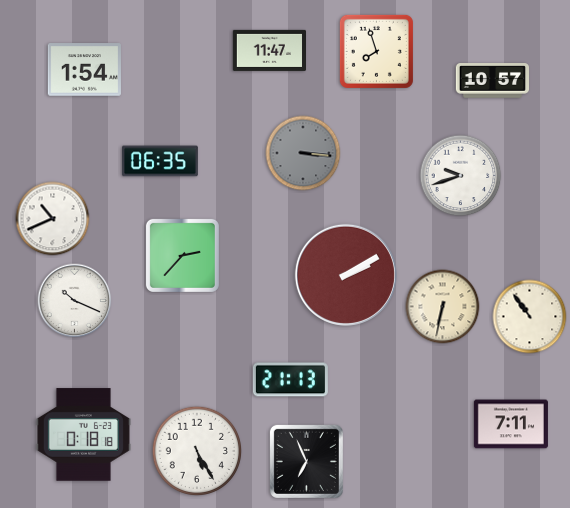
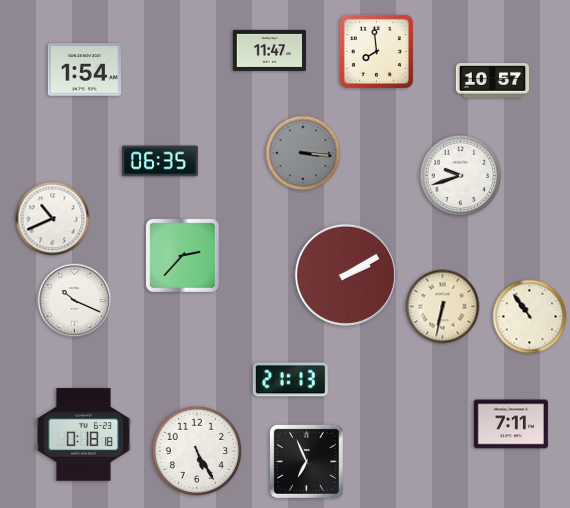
clock at (376, 51): 7:57 -> 7:59
